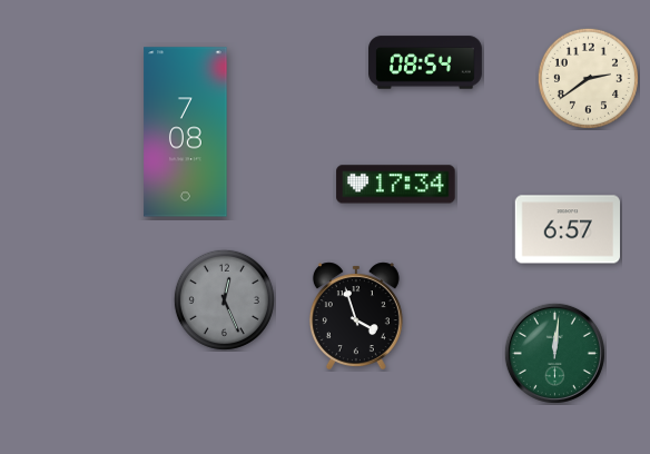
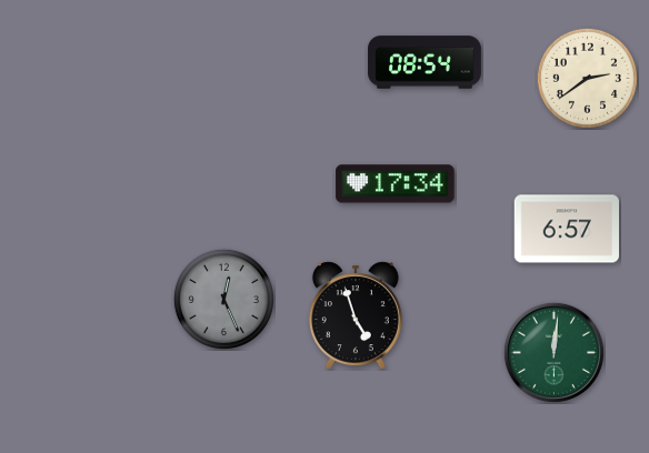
clock at (186, 132): 7:08 -> none
clock at (356, 316): 3:57 -> 4:57
